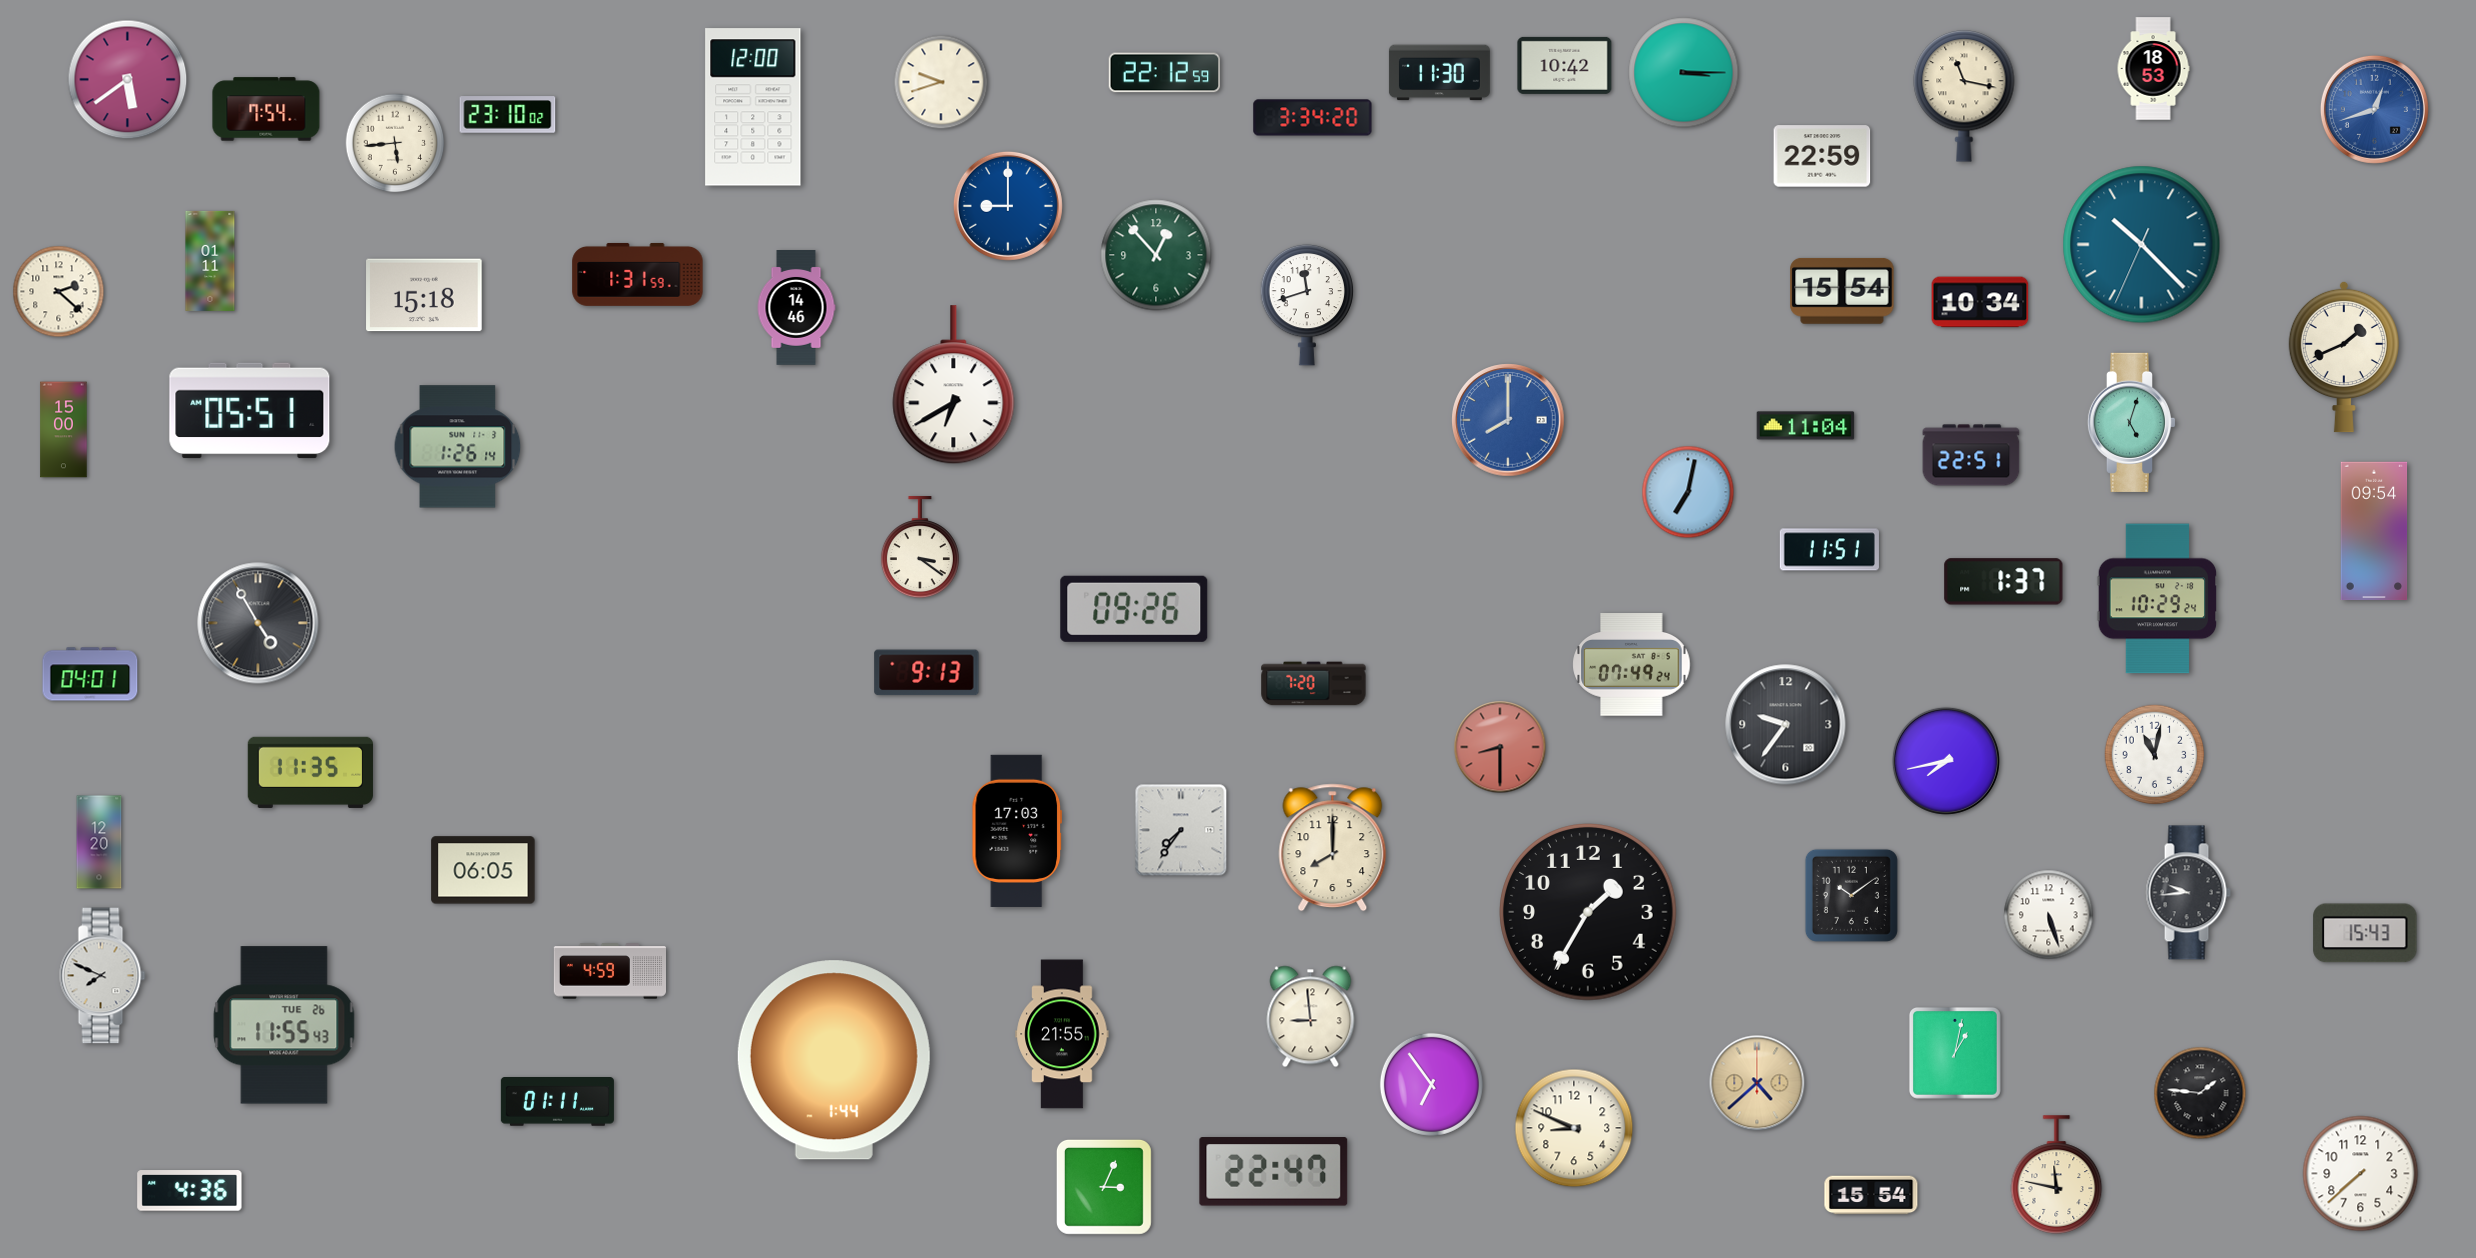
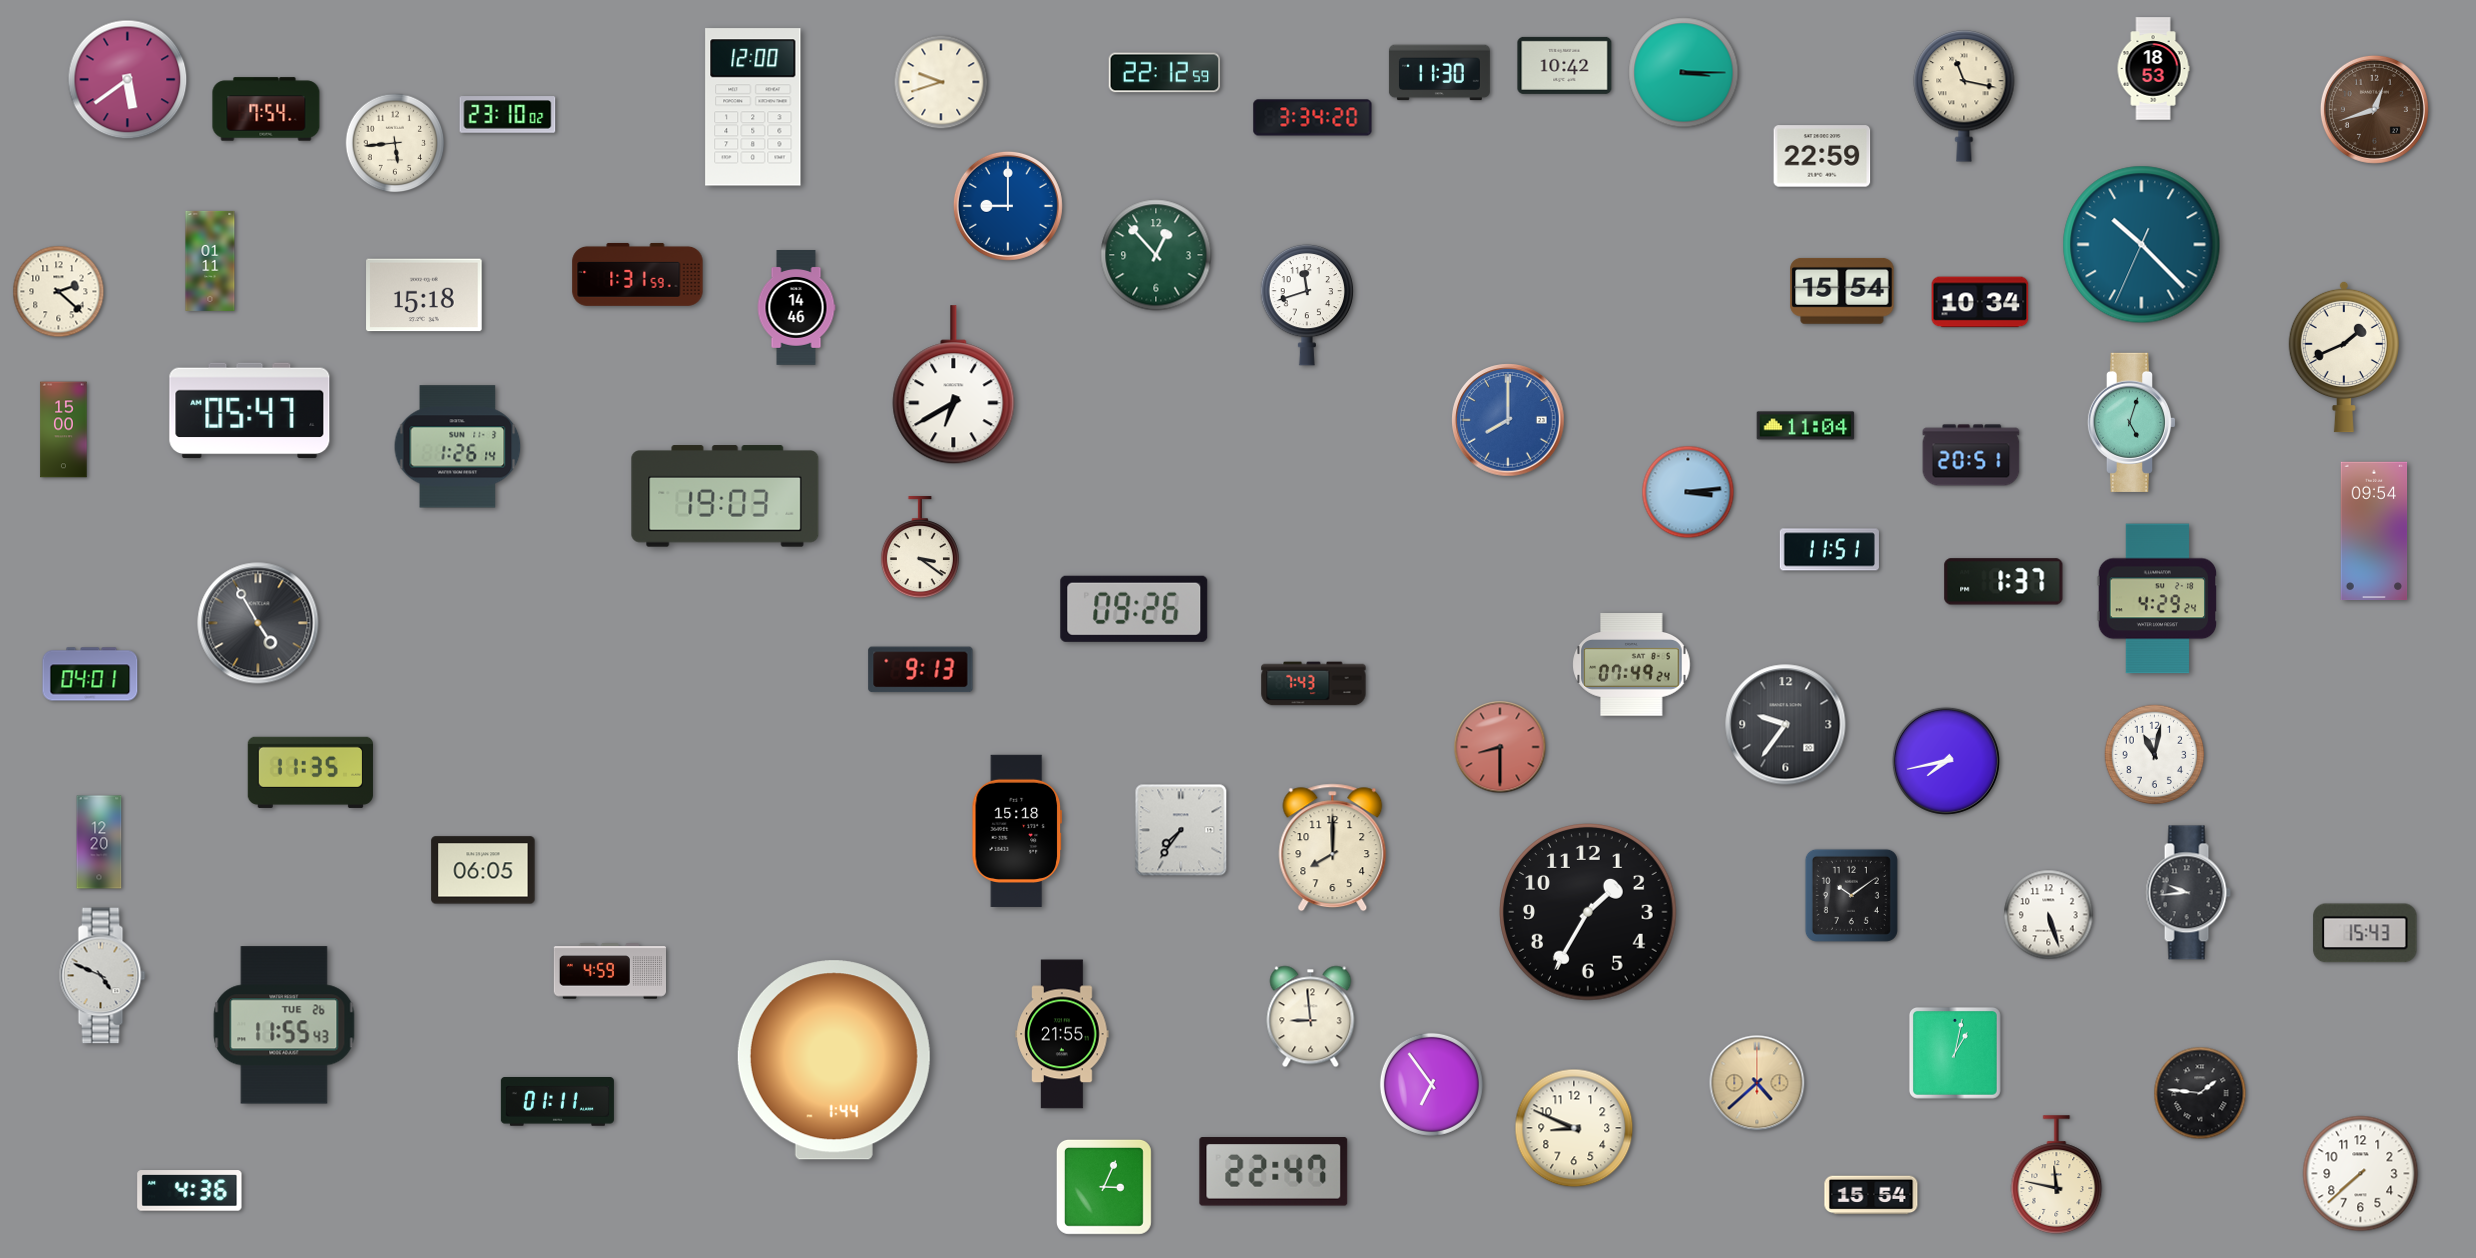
clock at (2374, 109) dial: blue -> brown
clock at (250, 411): 05:51 -> 05:47
clock at (1971, 455): 22:51 -> 20:51
clock at (1688, 492): 7:02 -> 3:14
clock at (725, 496): none -> 19:03
clock at (2158, 599): 10:29 -> 4:29
clock at (927, 673) position: (927, 673) -> (921, 670)
clock at (1314, 684): 7:20 -> 7:43
clock at (1016, 831): 17:03 -> 15:18
clock at (103, 976): 7:49 -> 4:49
